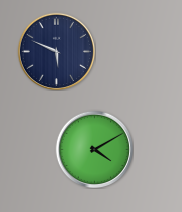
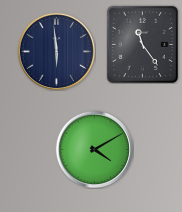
clock at (142, 44): none -> 11:24
clock at (56, 51): 5:49 -> 5:59
